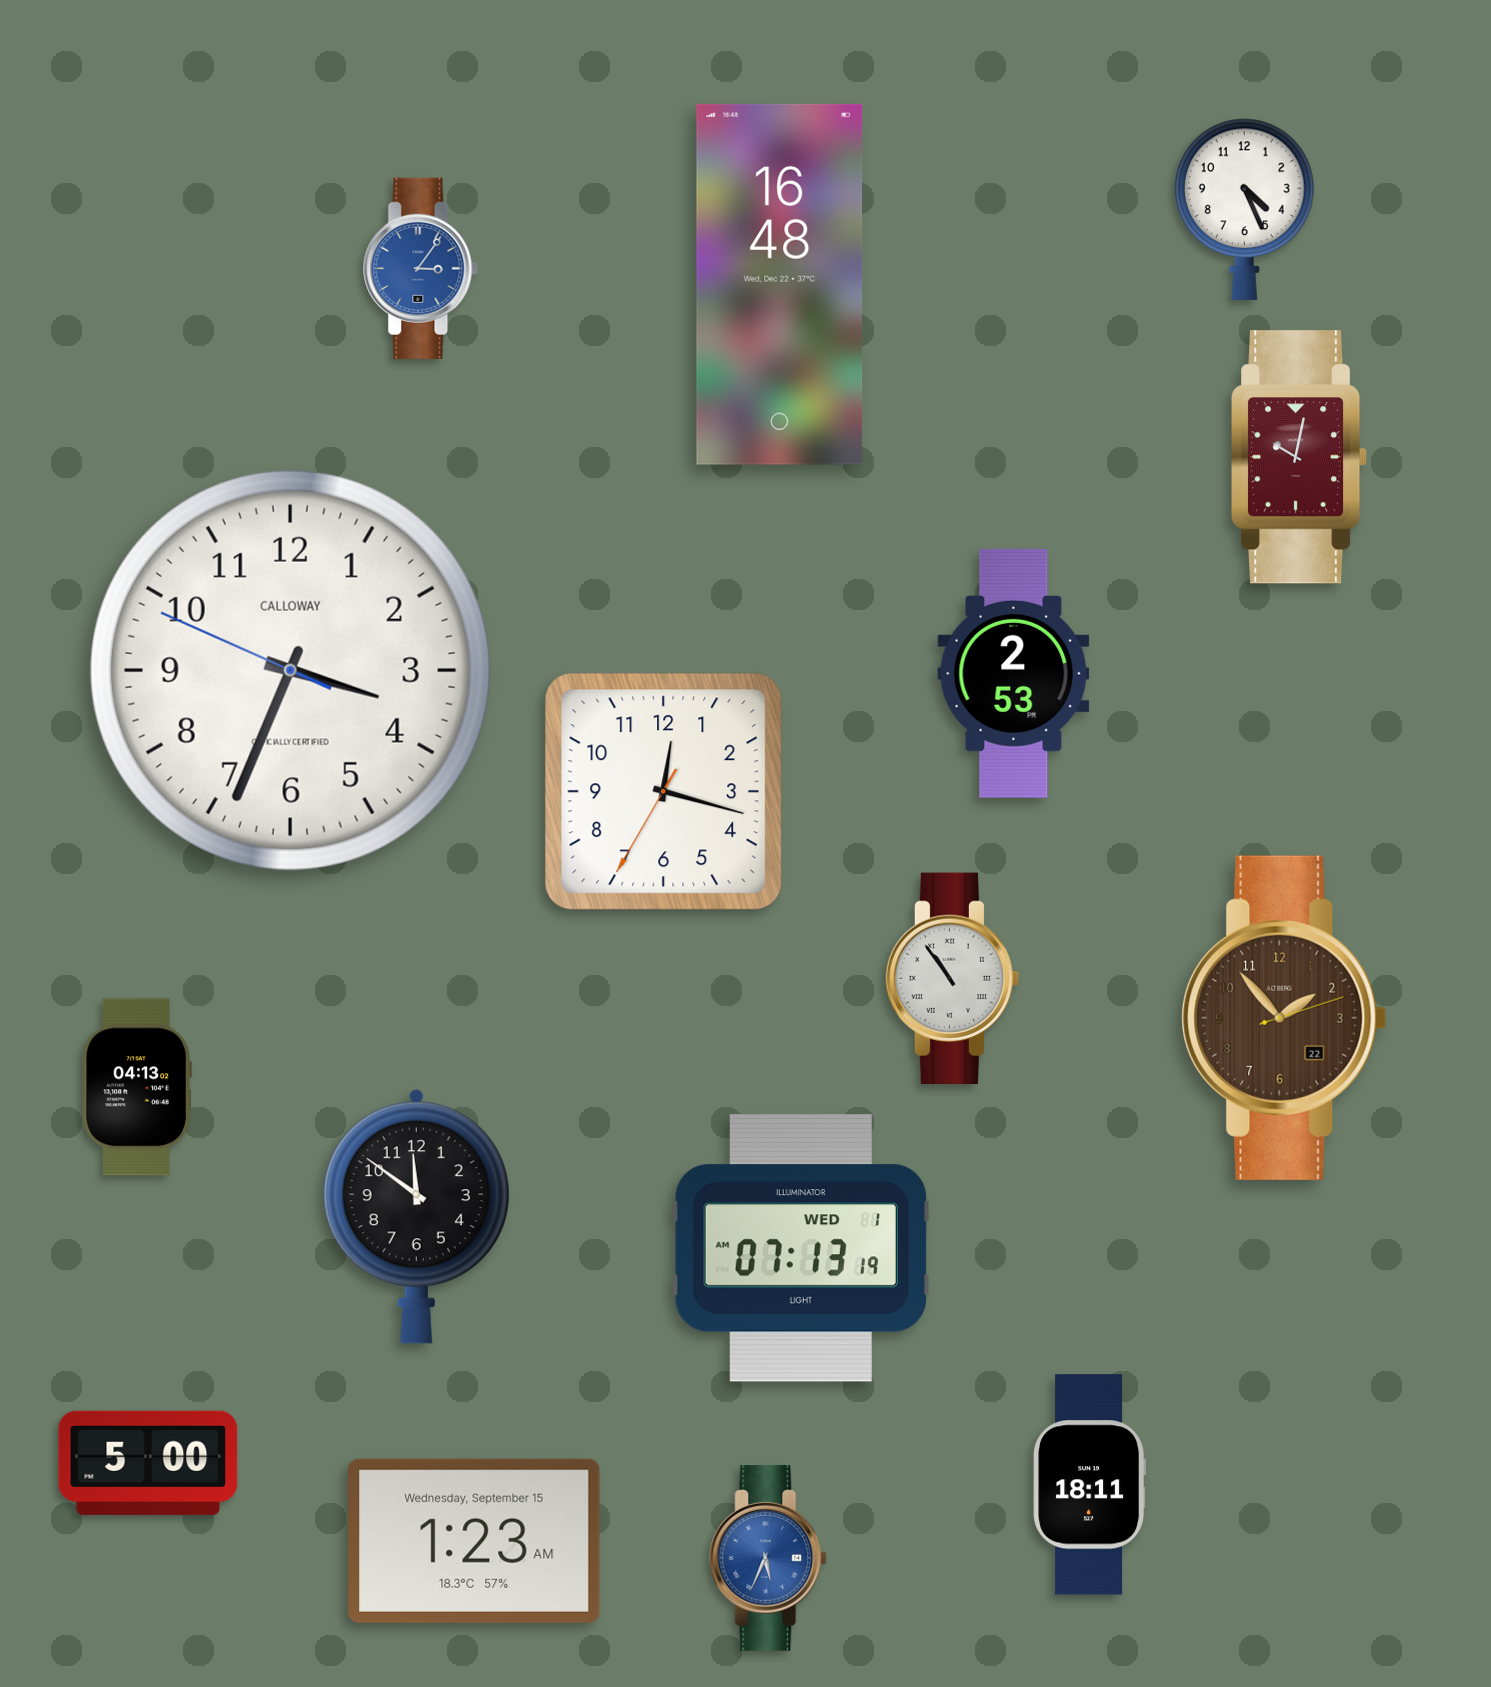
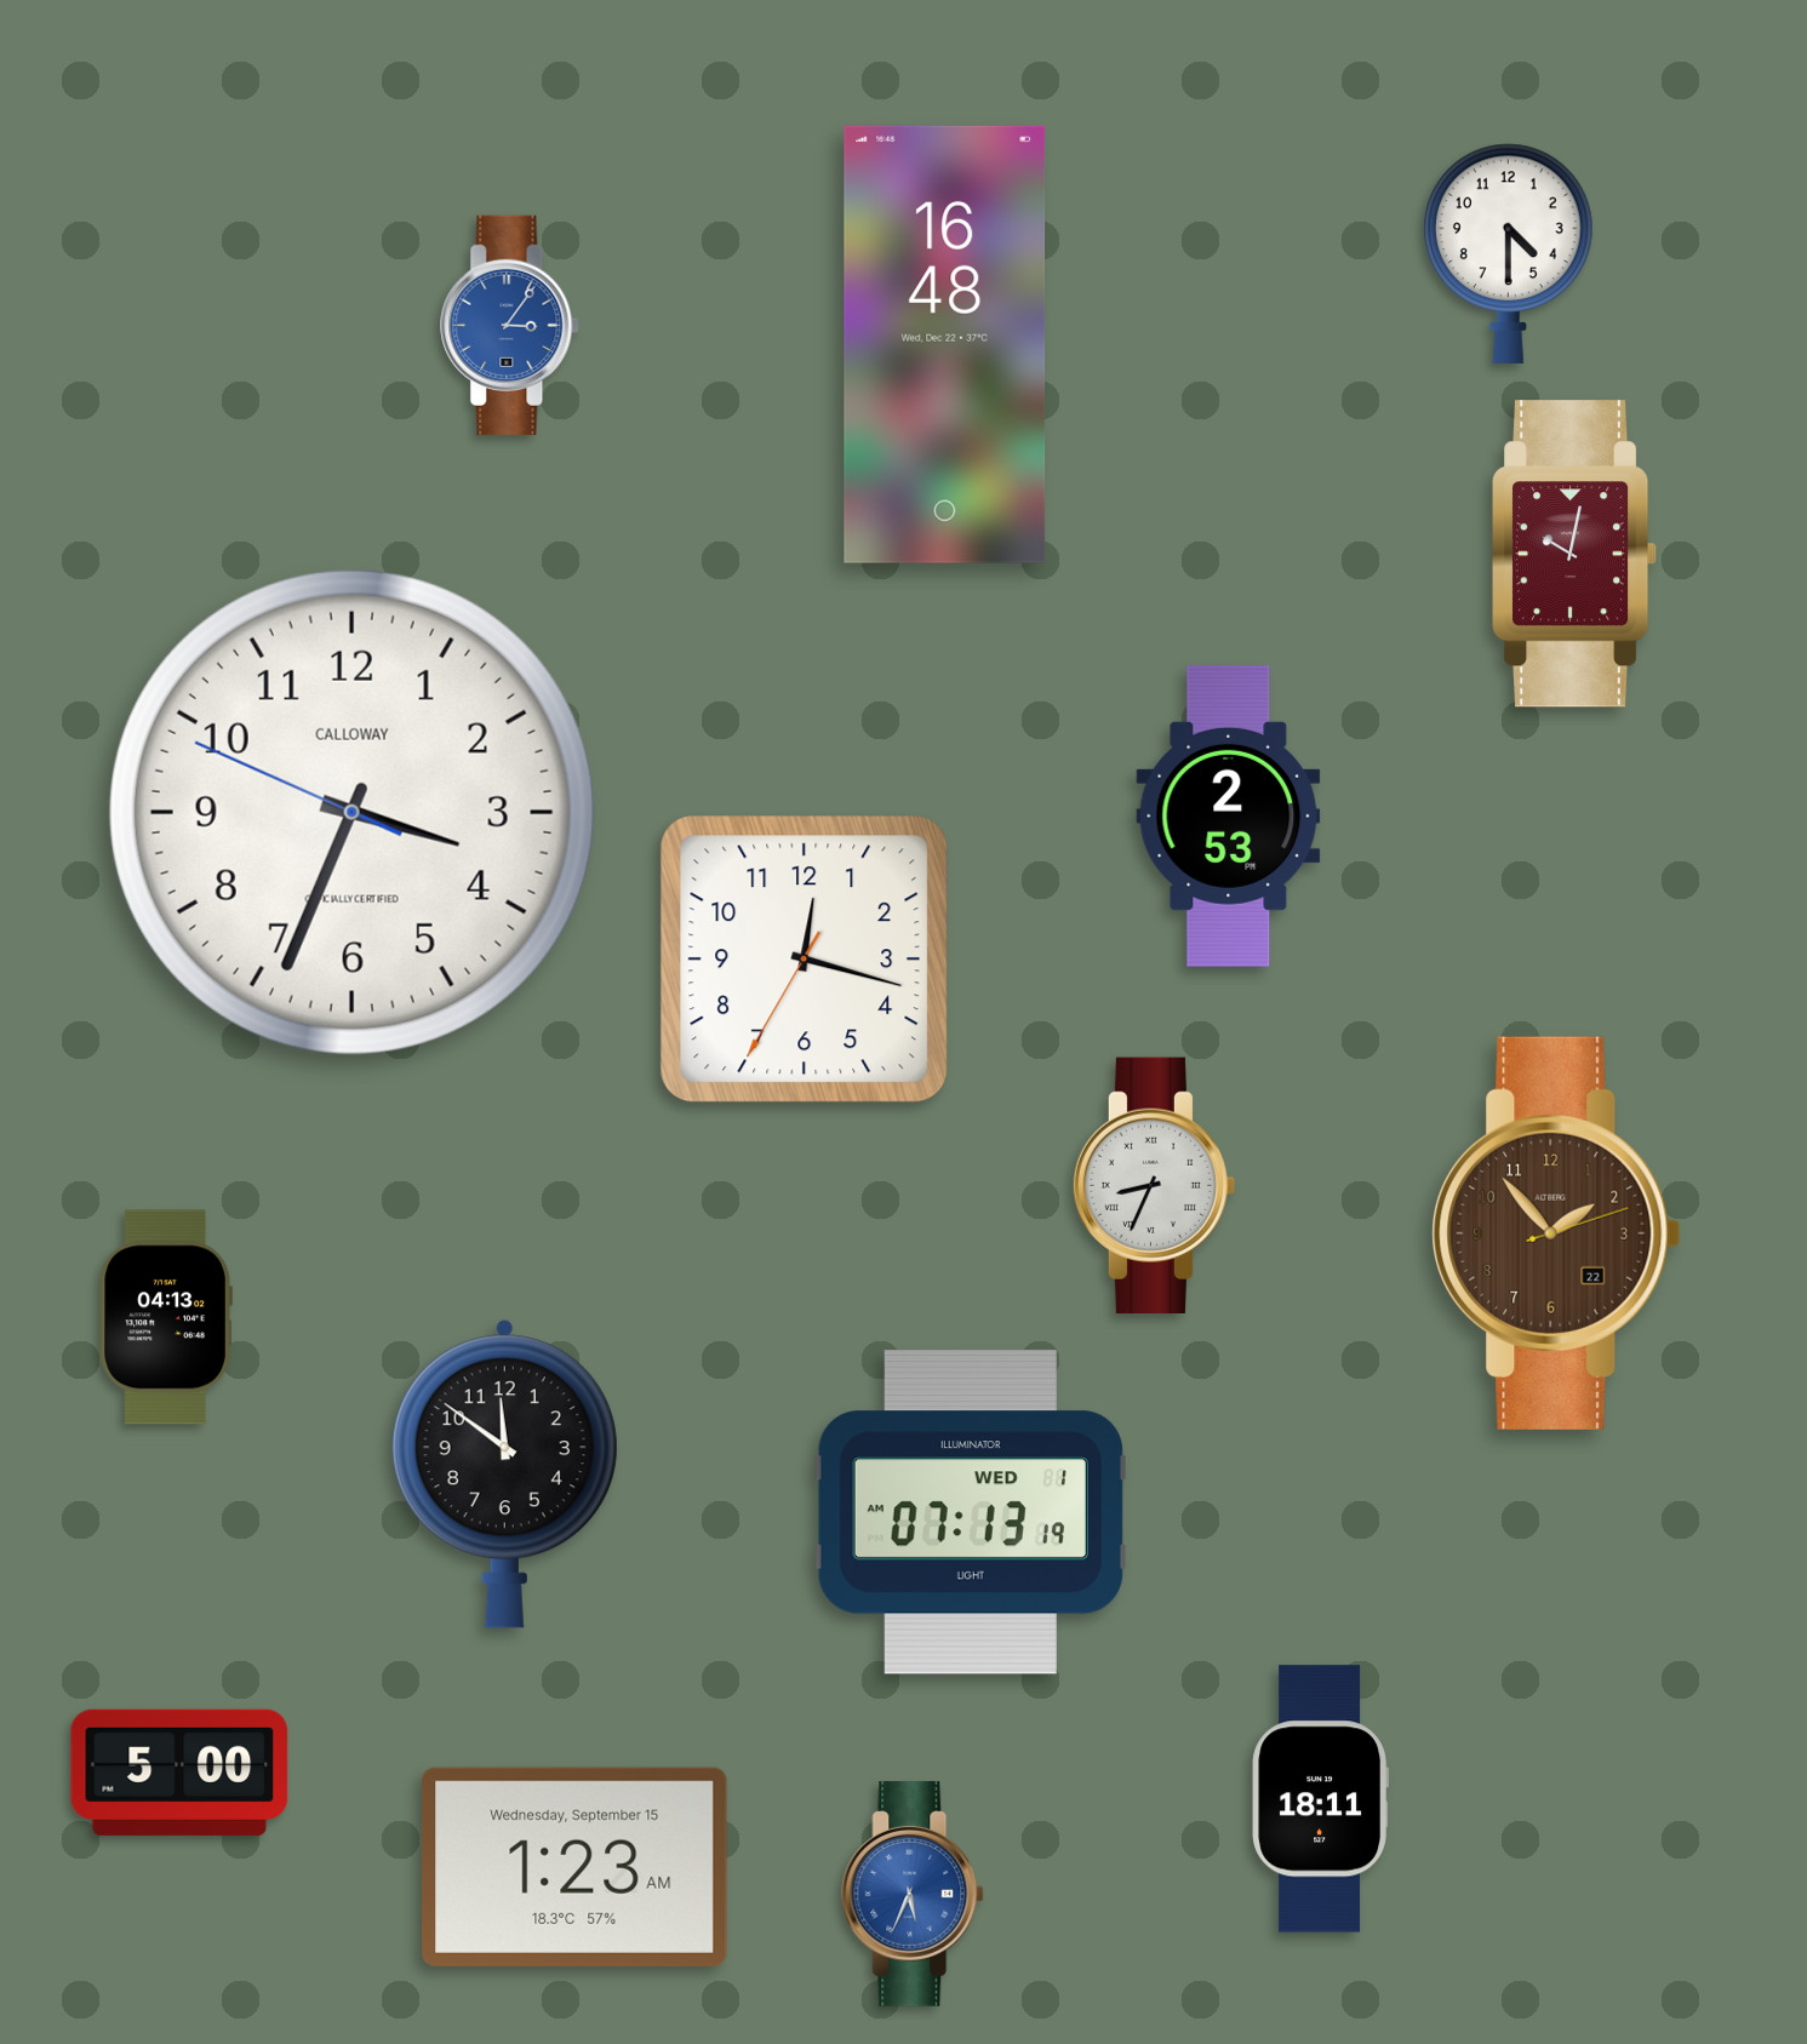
clock at (1245, 209): 4:26 -> 4:30
clock at (953, 978): 10:54 -> 8:34
clock at (769, 1559) position: (769, 1559) -> (914, 1895)
